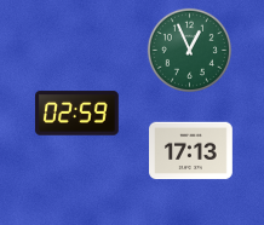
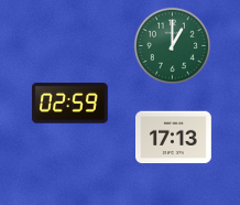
clock at (189, 50): 12:56 -> 1:00
